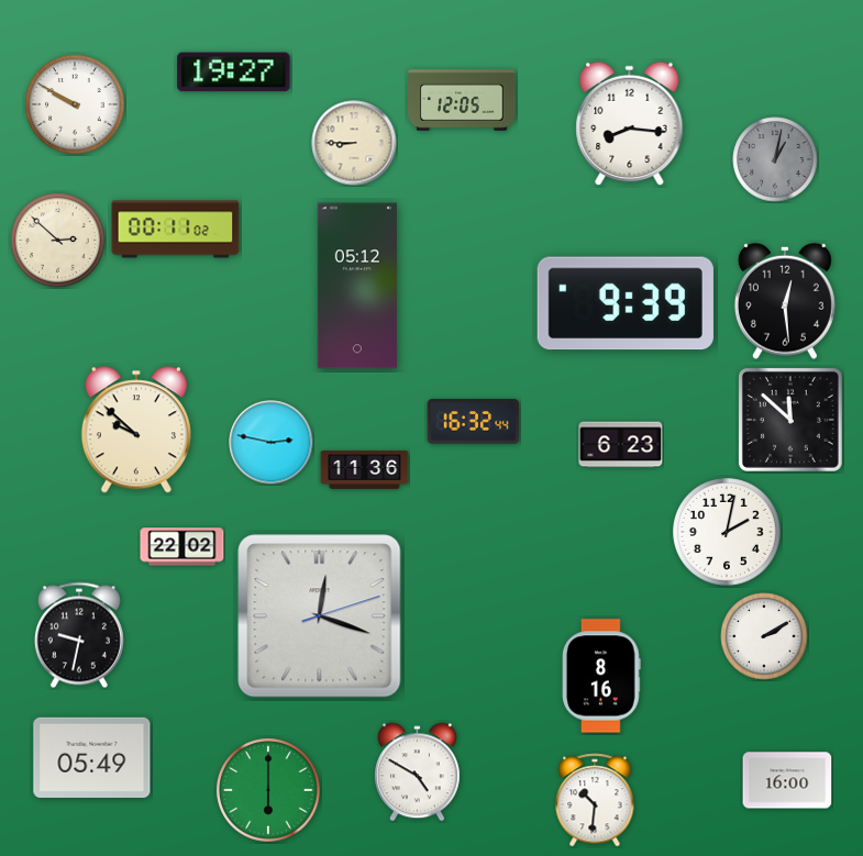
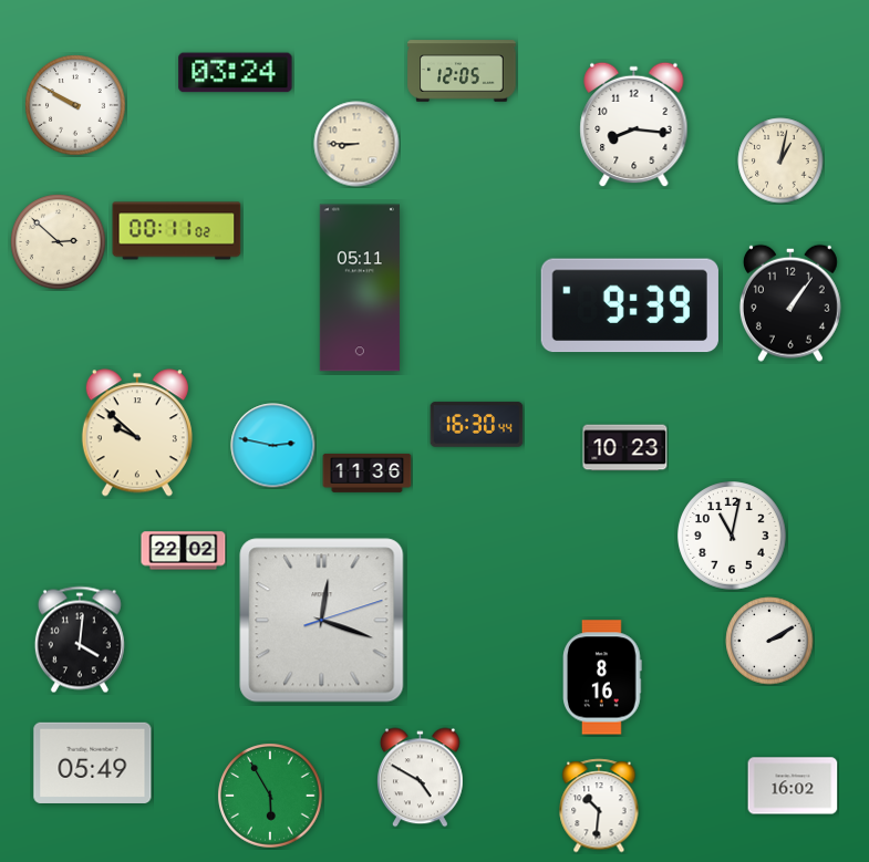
clock at (234, 73): 19:27 -> 03:24
clock at (462, 100) position: (462, 100) -> (462, 71)
clock at (775, 159) dial: grey -> cream
clock at (357, 286): 05:12 -> 05:11
clock at (785, 301): 12:29 -> 1:06
clock at (790, 420): 11:52 -> none
clock at (474, 422): 16:32 -> 16:30
clock at (621, 445): 6:23 -> 10:23
clock at (727, 532): 2:02 -> 11:02
clock at (79, 635): 9:32 -> 4:01
clock at (602, 676) position: (602, 676) -> (603, 677)
clock at (787, 780): 16:00 -> 16:02
clock at (268, 790): 6:00 -> 5:55
